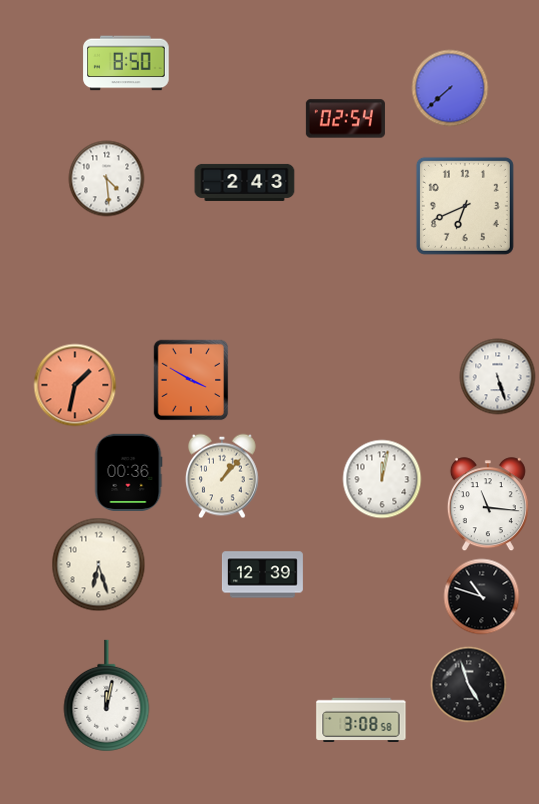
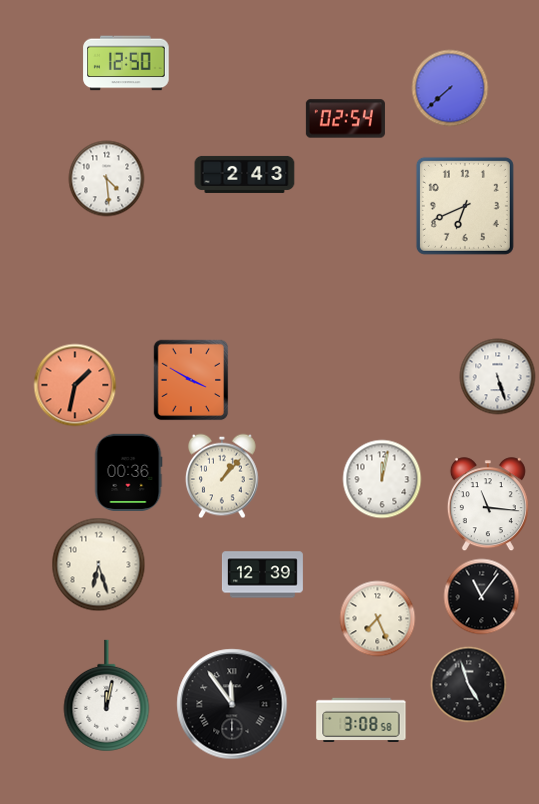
clock at (126, 63): 8:50 -> 12:50
clock at (245, 182) position: (245, 182) -> (245, 174)
clock at (482, 597): 10:48 -> 11:06
clock at (378, 619): none -> 7:26
clock at (232, 704): none -> 11:54
